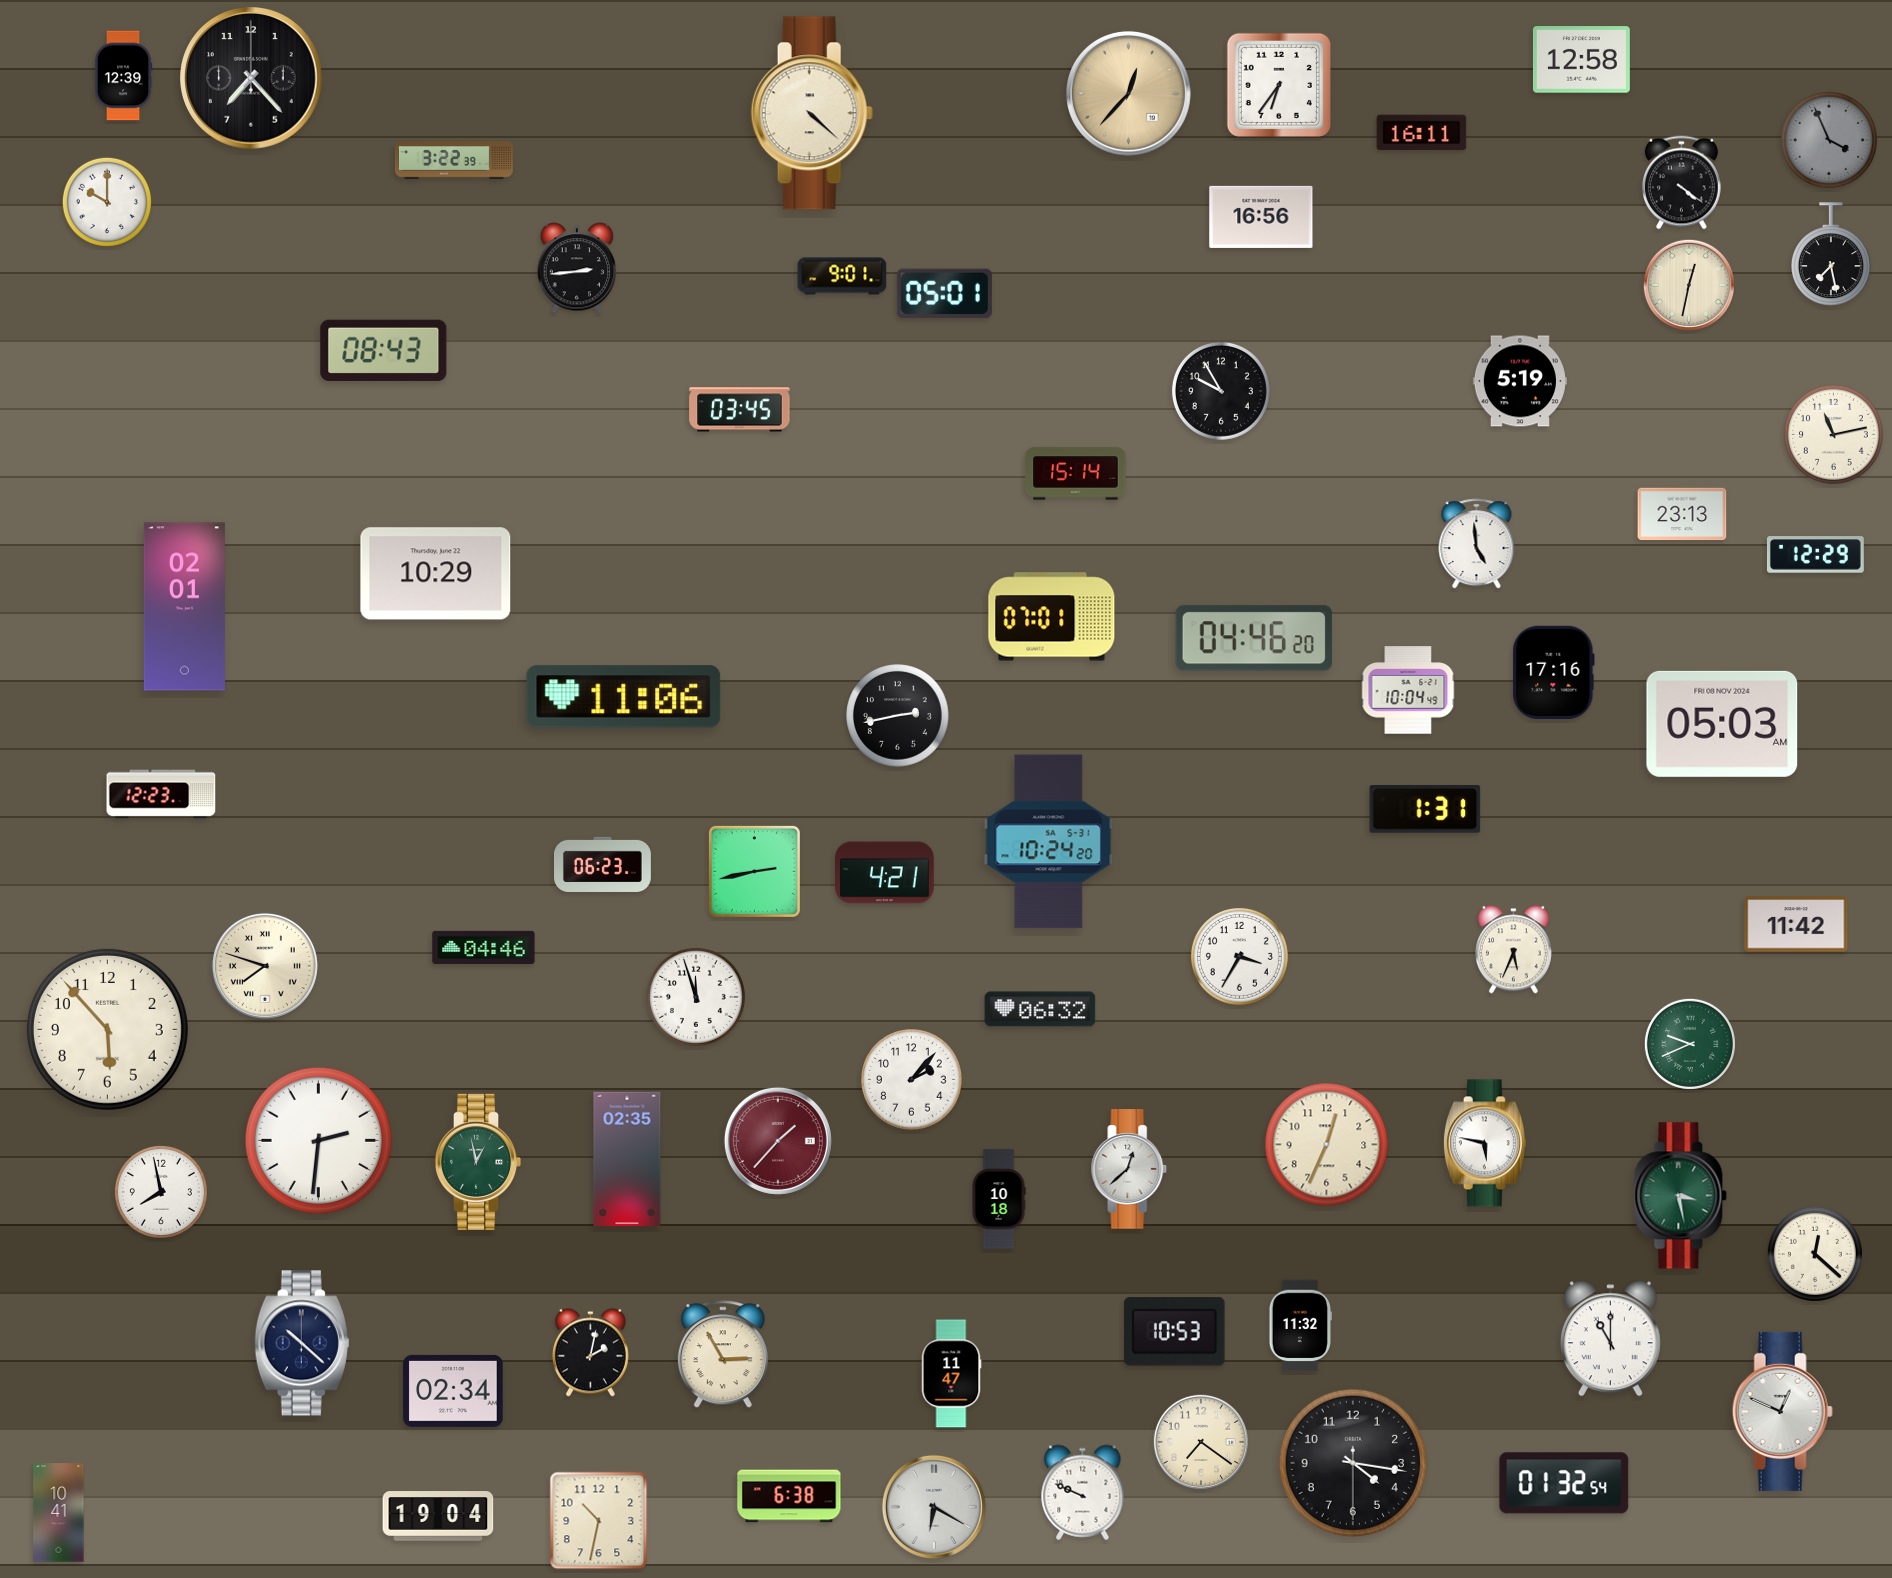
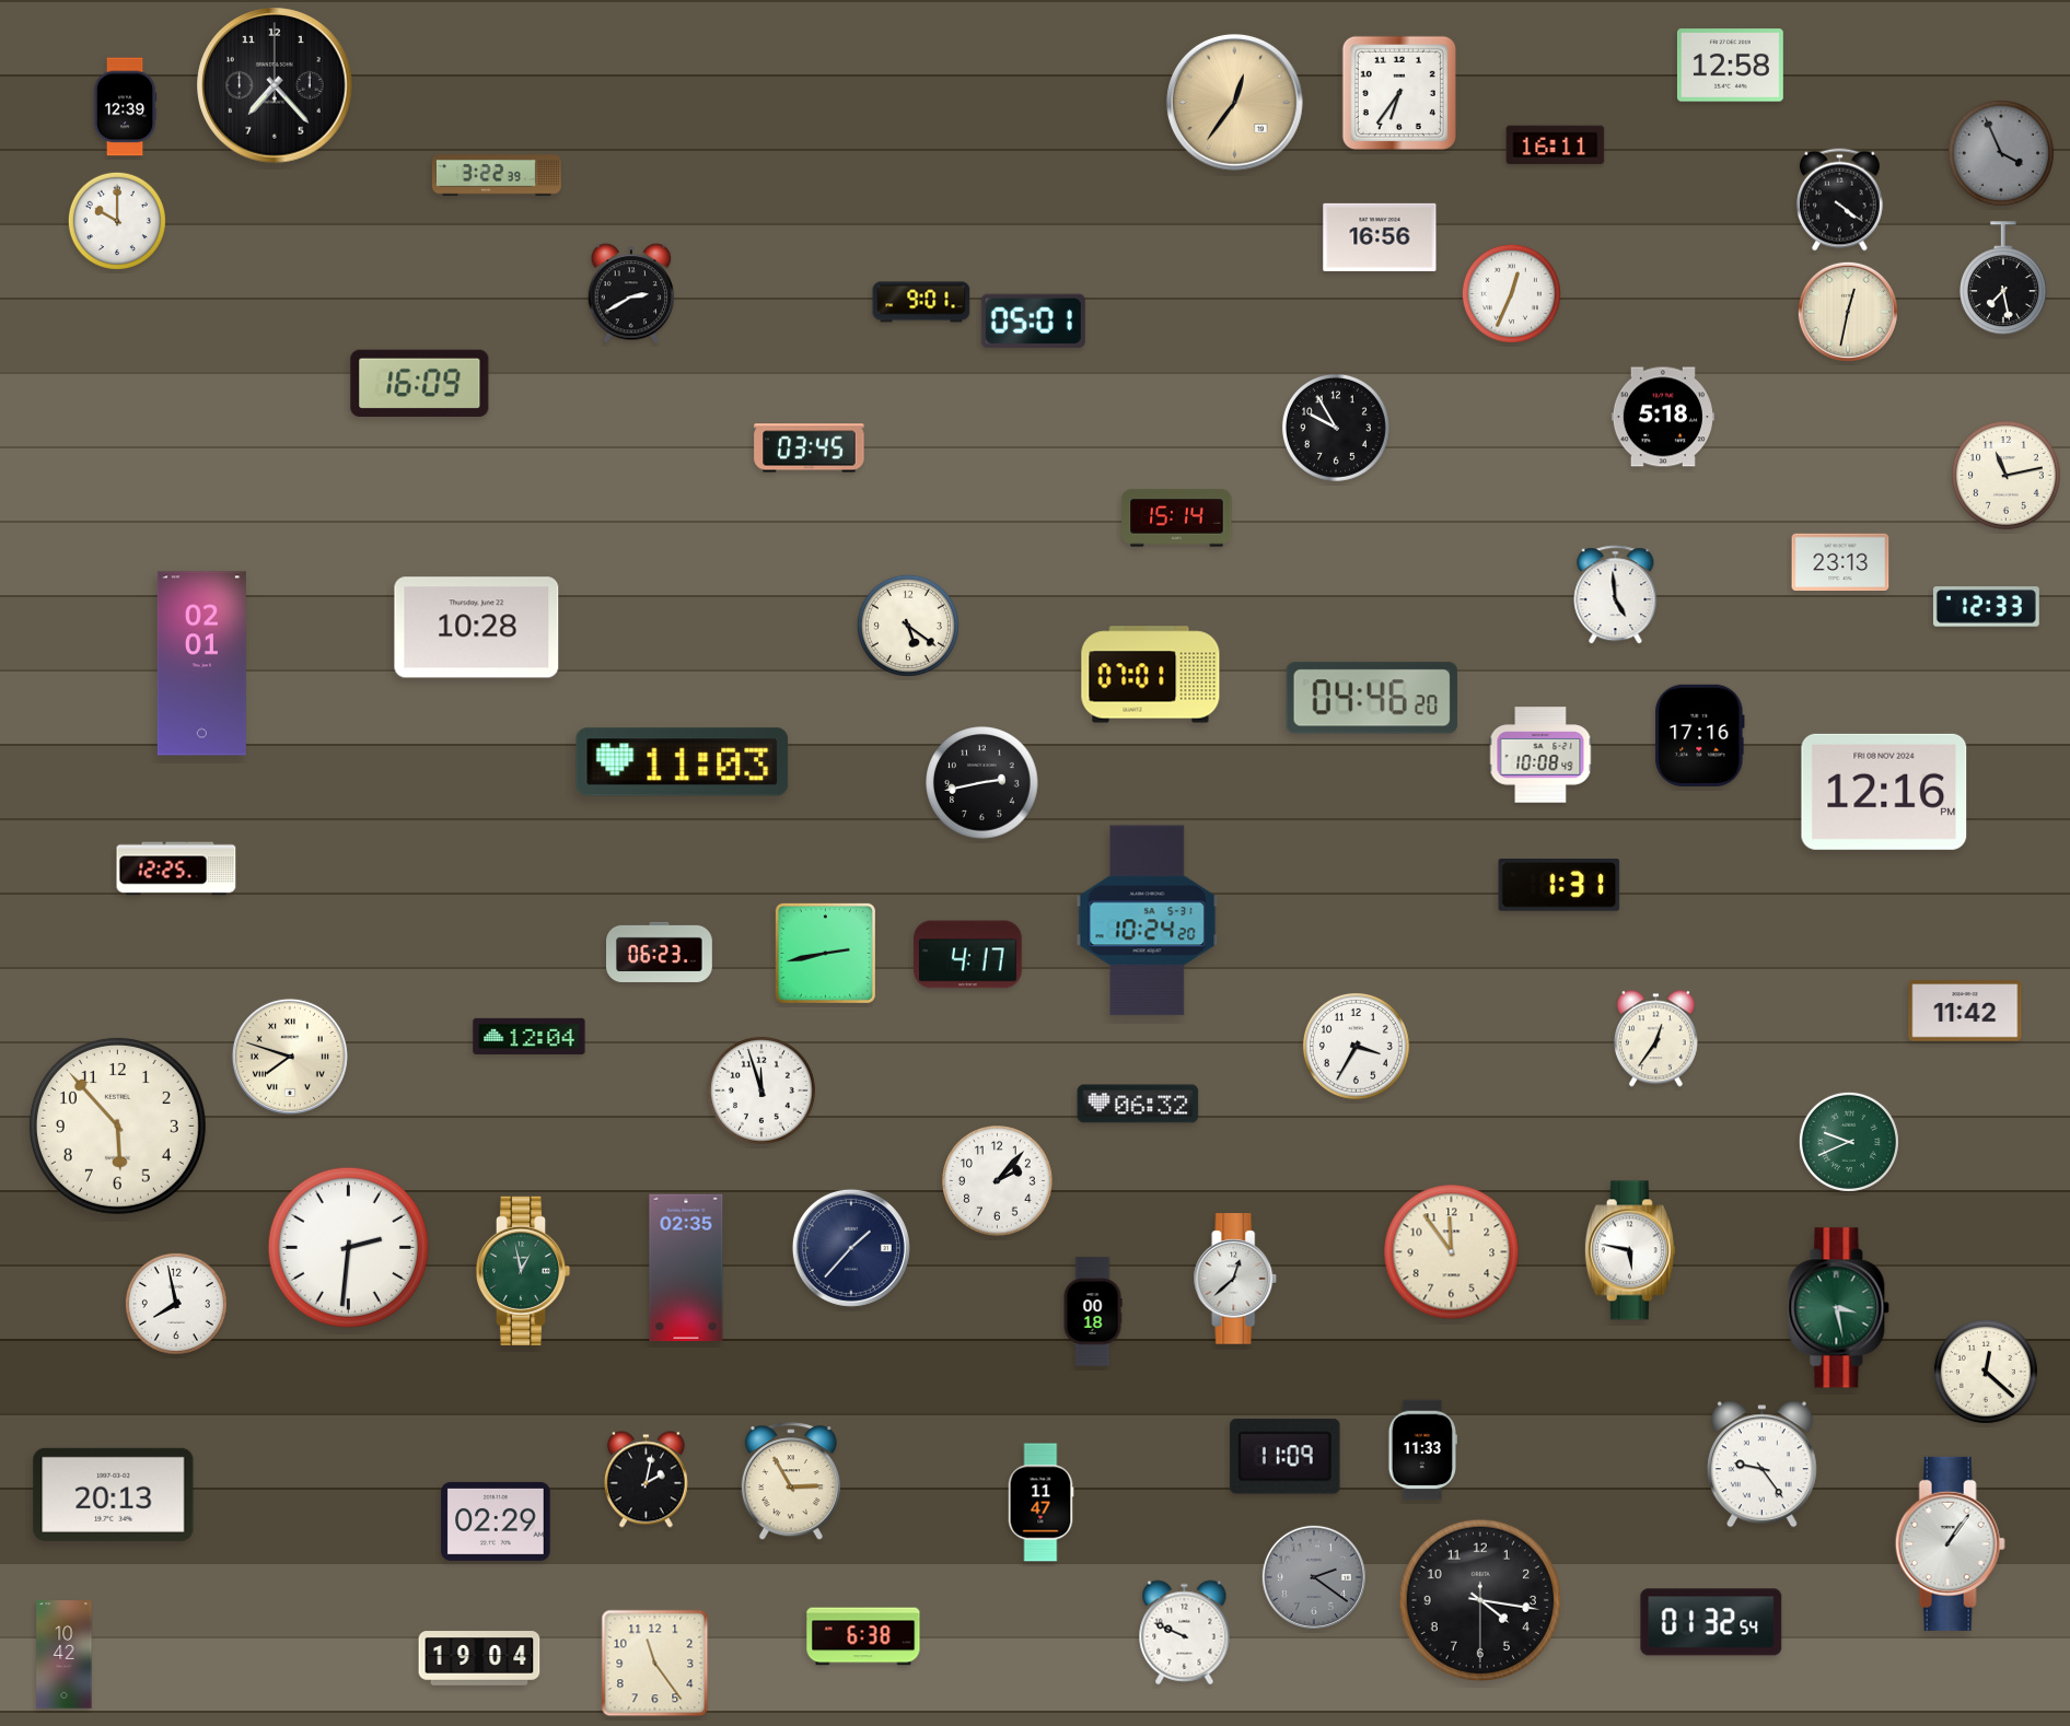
clock at (123, 76) position: (123, 76) -> (125, 107)
clock at (1128, 93): 12:37 -> 12:36
clock at (812, 113): 4:22 -> none
clock at (577, 268): 2:44 -> 2:40
clock at (1511, 293): none -> 12:34
clock at (384, 350): 08:43 -> 16:09
clock at (1520, 381): 5:19 -> 5:18
clock at (1815, 555): 12:29 -> 12:33
clock at (908, 626): none -> 5:21
clock at (436, 574): 10:29 -> 10:28
clock at (1408, 690): 10:04 -> 10:08
clock at (624, 697): 11:06 -> 11:03
clock at (1722, 724): 05:03 -> 12:16
clock at (161, 794): 12:23 -> 12:25
clock at (603, 864) position: (603, 864) -> (660, 952)
clock at (885, 873): 4:21 -> 4:17
clock at (484, 947): 04:46 -> 12:04
clock at (1513, 950): 5:34 -> 12:36
clock at (778, 1141) dial: burgundy -> navy
clock at (1485, 1143) position: (1485, 1143) -> (1630, 1250)
clock at (1327, 1145): 12:34 -> 11:54
clock at (999, 1199): 10:18 -> 00:18
clock at (1300, 1326): 11:32 -> 11:33
clock at (1175, 1332): 10:53 -> 11:09
clock at (1610, 1339): 11:00 -> 9:24
clock at (302, 1343): 10:22 -> none
clock at (114, 1494): none -> 20:13
clock at (453, 1391): 02:34 -> 02:29
clock at (1782, 1411): 12:49 -> 1:06
clock at (1201, 1442): 7:21 -> 2:21
clock at (1201, 1442) dial: cream -> grey
clock at (934, 1507): 6:20 -> none
clock at (59, 1513): 10:41 -> 10:42
clock at (599, 1521): 10:32 -> 11:24
